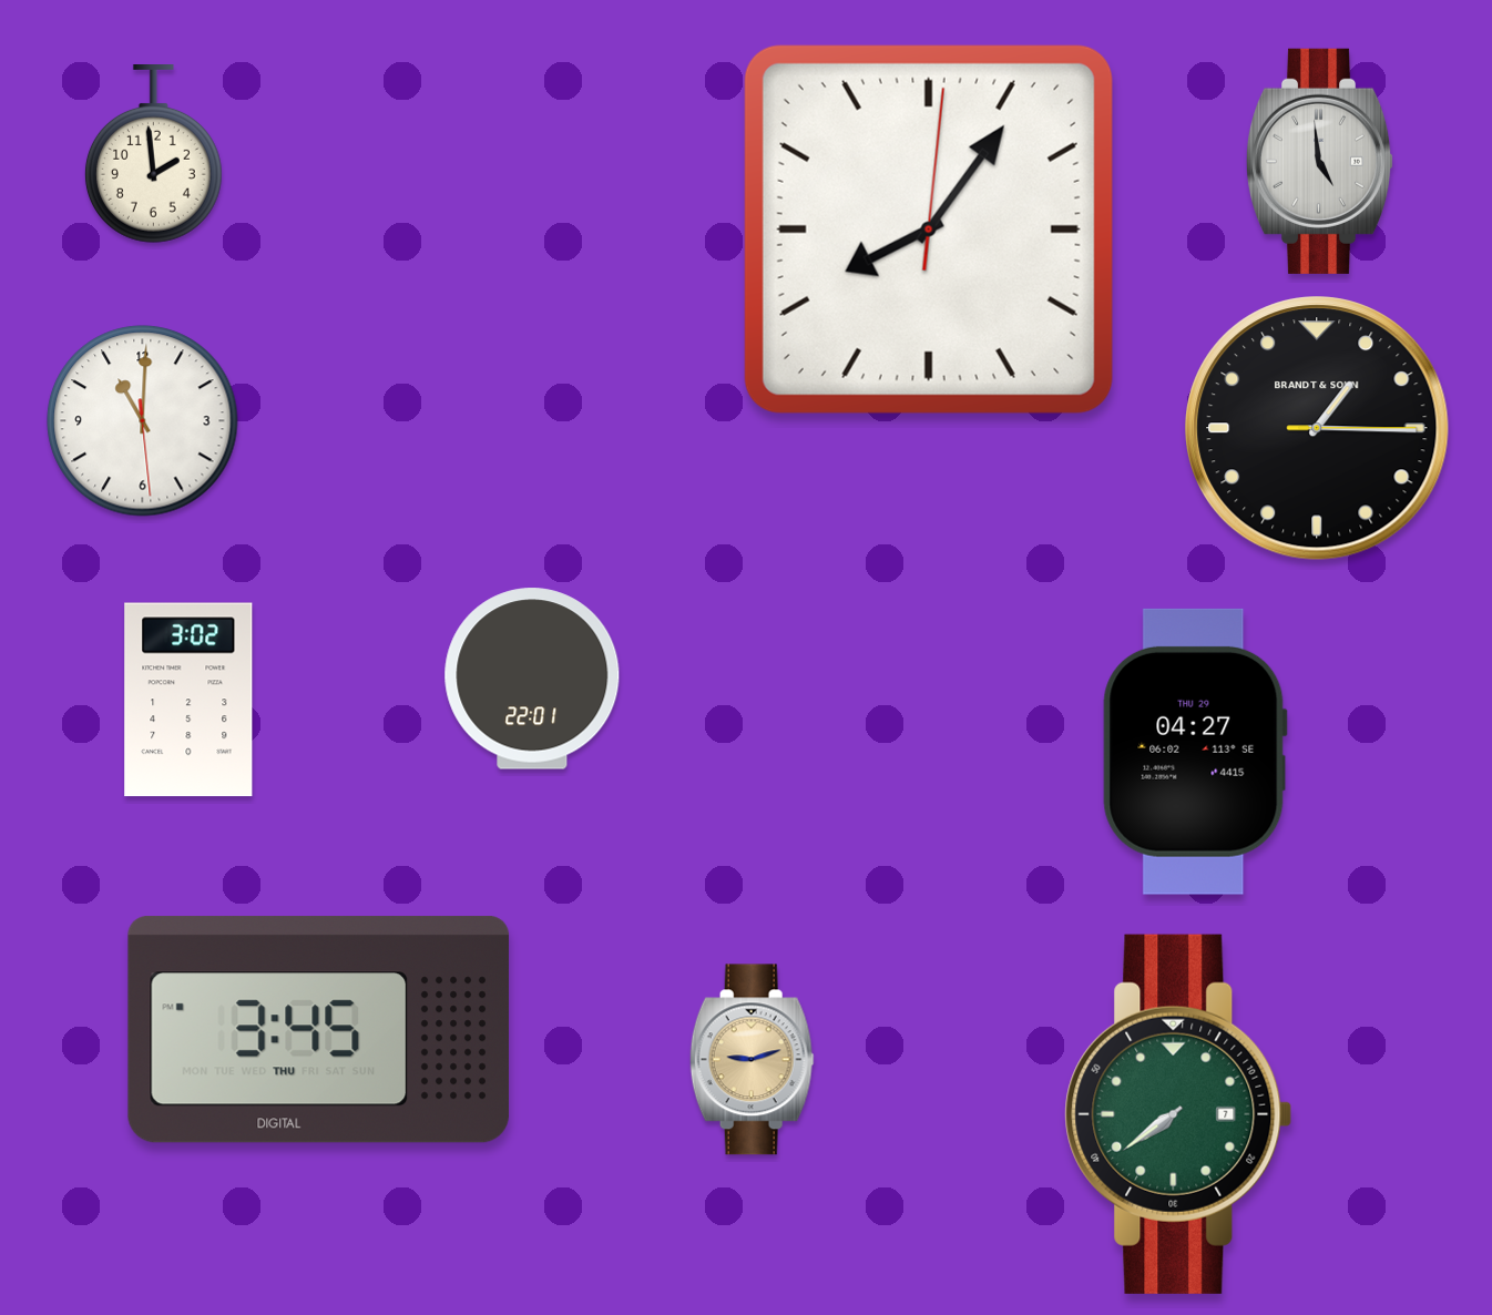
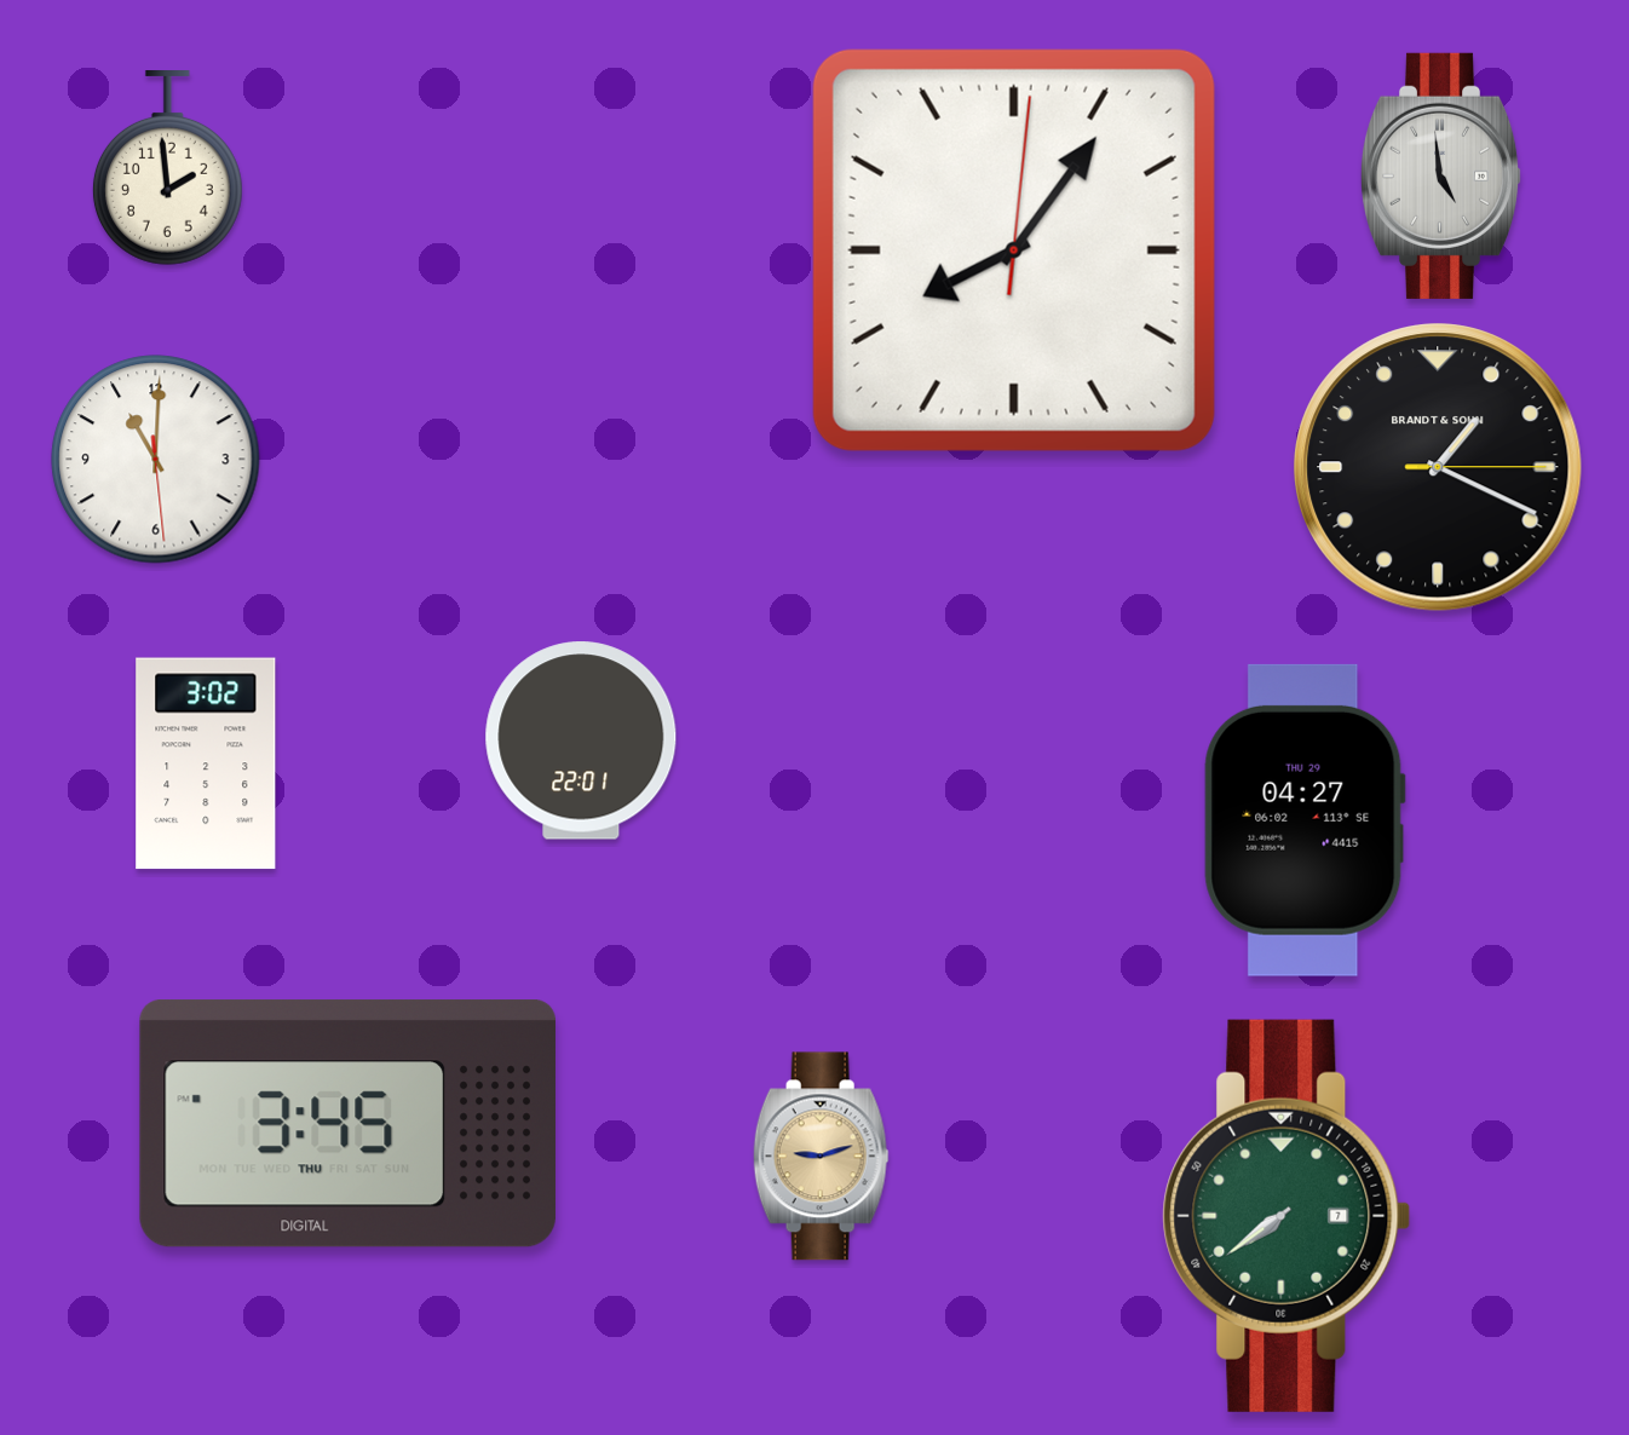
clock at (1317, 428): 1:15 -> 1:19
